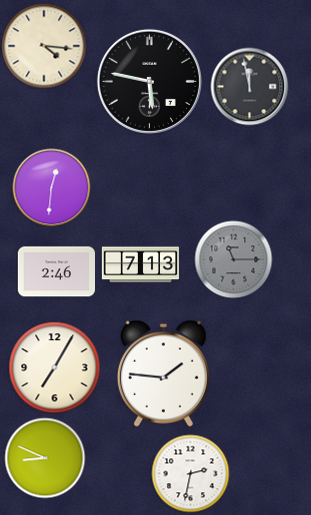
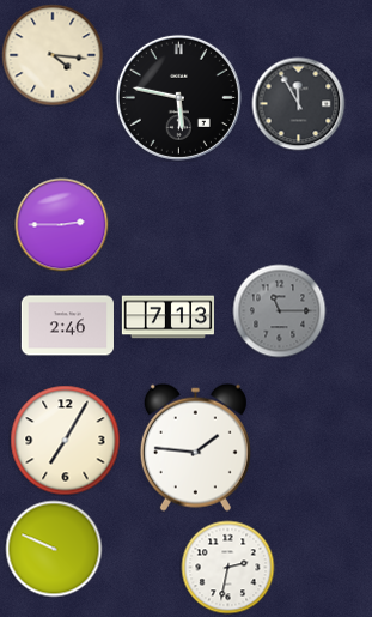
clock at (249, 86): 11:58 -> 11:55
clock at (51, 187): 12:31 -> 2:45
clock at (45, 458): 8:49 -> 9:49
